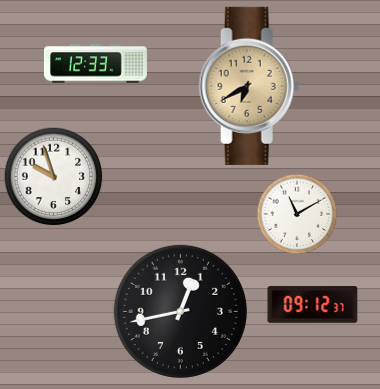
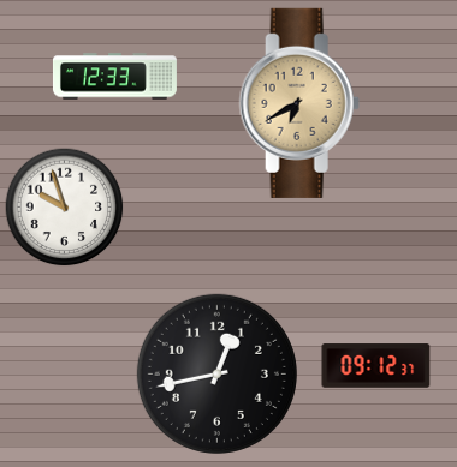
clock at (54, 177) position: (54, 177) -> (65, 208)
clock at (297, 214): 11:10 -> none
